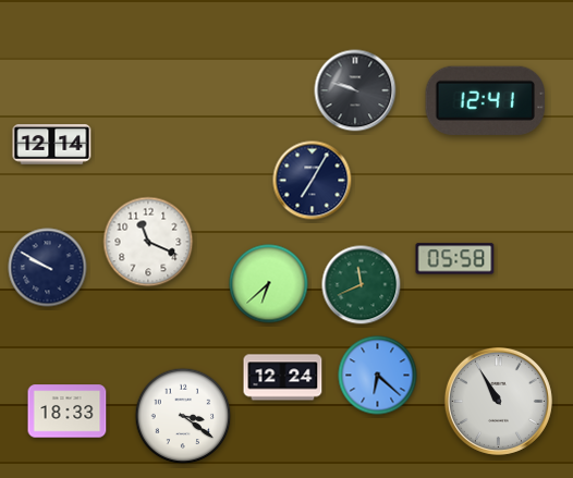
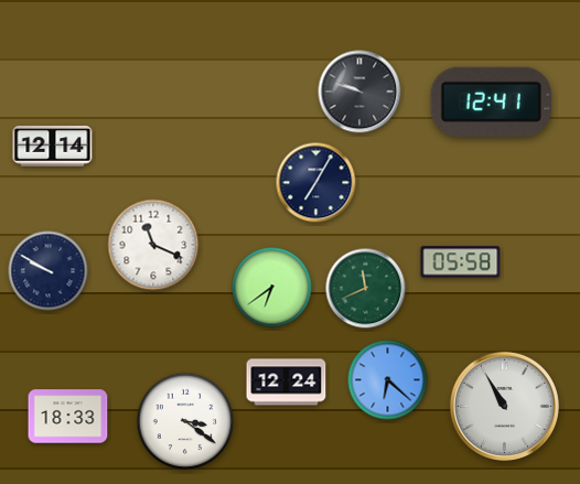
clock at (148, 242) position: (148, 242) -> (153, 245)
clock at (269, 284): 6:38 -> 6:39
clock at (378, 376) position: (378, 376) -> (388, 380)
